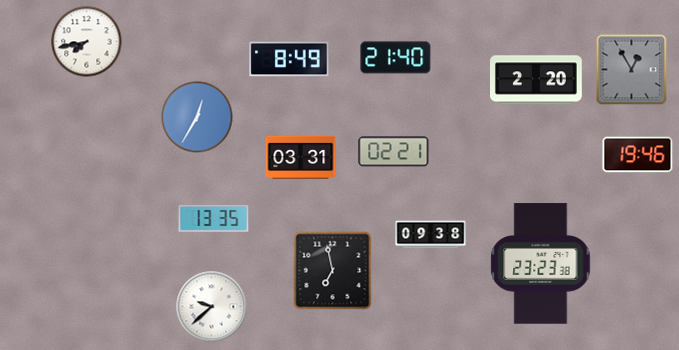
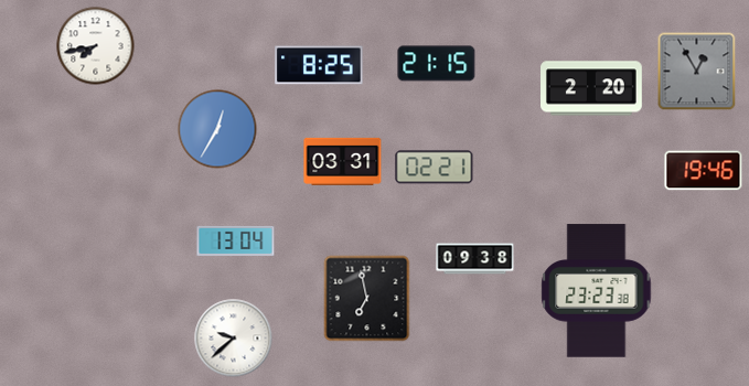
clock at (396, 58): 21:40 -> 21:15
clock at (289, 59): 8:49 -> 8:25
clock at (632, 70) position: (632, 70) -> (697, 72)
clock at (301, 157) position: (301, 157) -> (343, 161)
clock at (214, 218): 13:35 -> 13:04
